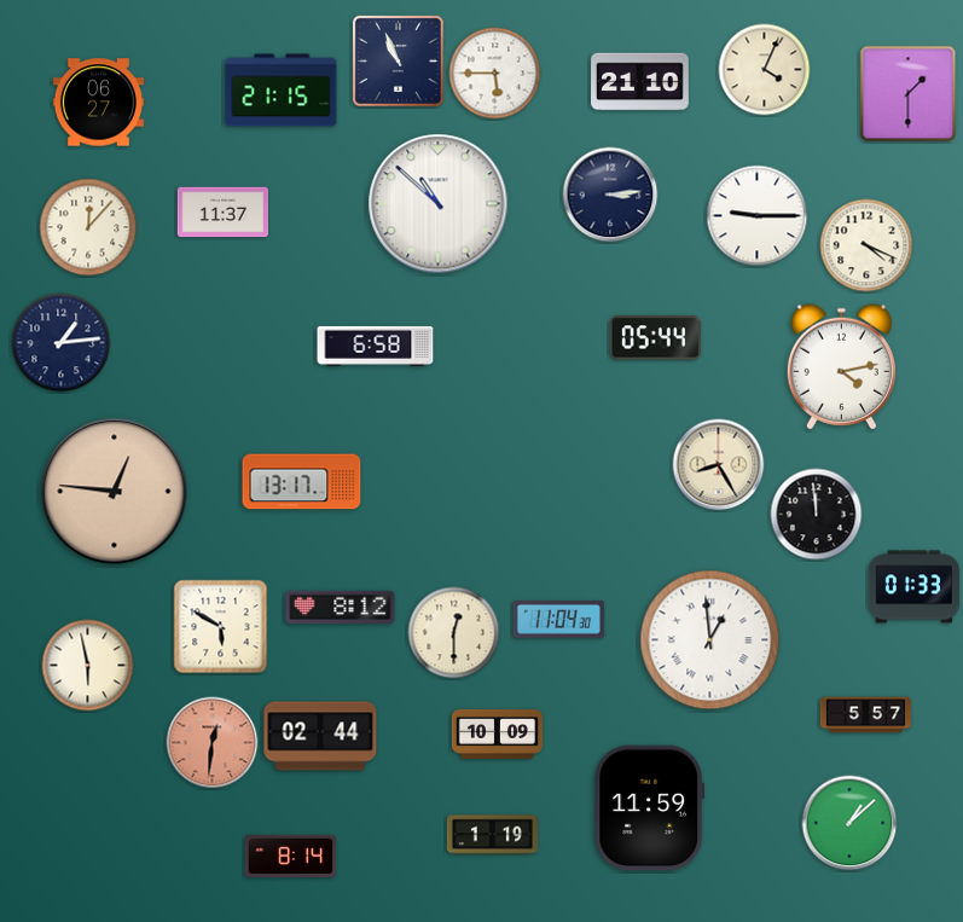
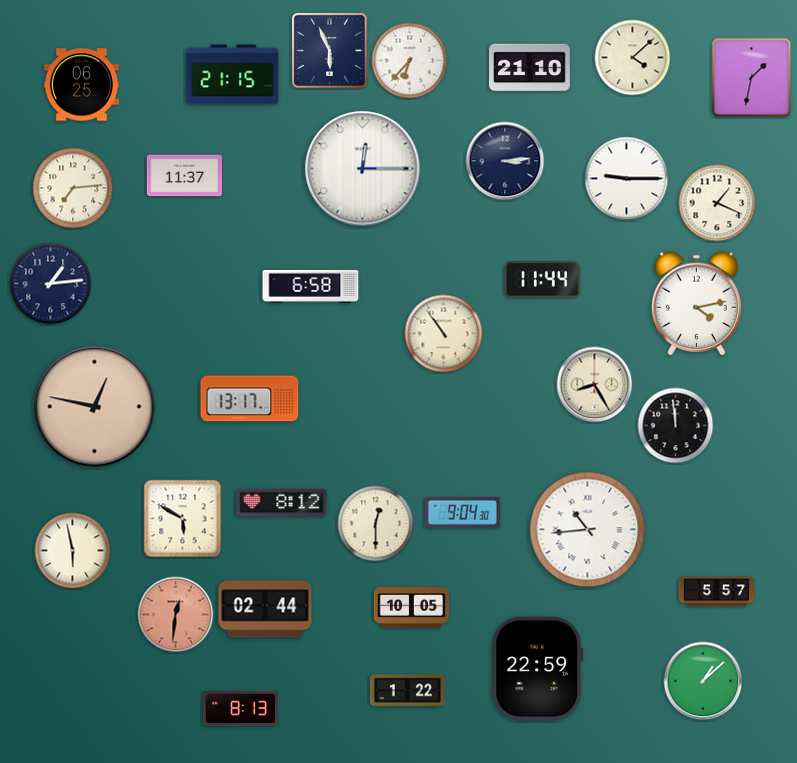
clock at (398, 60): 10:56 -> 5:56
clock at (765, 70): 4:04 -> 4:08
clock at (495, 74): 5:45 -> 6:37
clock at (909, 94): 1:30 -> 1:32
clock at (98, 103): 06:27 -> 06:25
clock at (439, 204): 10:52 -> 12:15
clock at (88, 227): 12:07 -> 7:14
clock at (866, 245): 4:19 -> 1:19
clock at (655, 338): 05:44 -> 11:44
clock at (444, 334): none -> 10:54
clock at (115, 492): 12:46 -> 12:47
clock at (913, 587): 01:33 -> none
clock at (558, 619): 11:04 -> 9:04
clock at (710, 640): 12:59 -> 10:44
clock at (497, 735): 10:09 -> 10:05
clock at (650, 808): 11:59 -> 22:59
clock at (492, 835): 1:19 -> 1:22
clock at (290, 856): 8:14 -> 8:13
